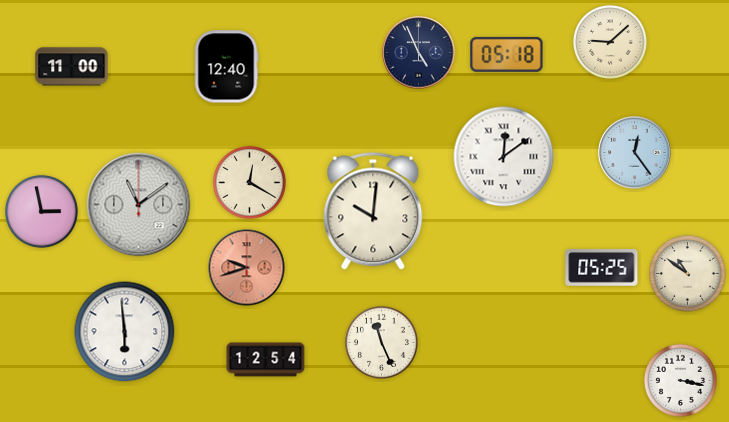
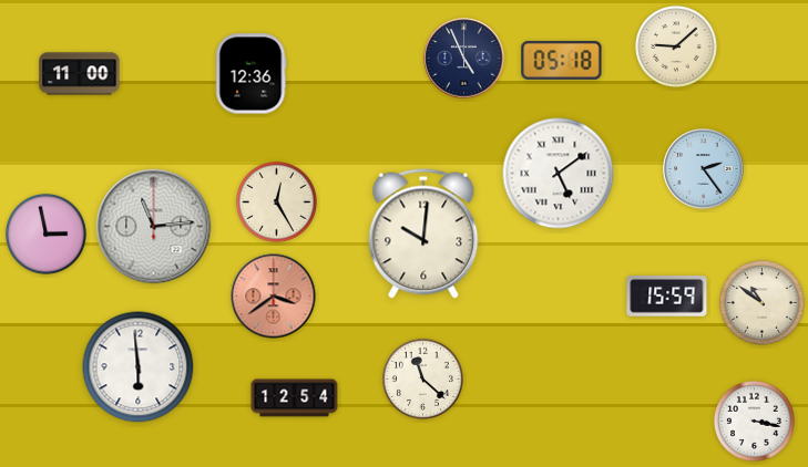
clock at (226, 67): 12:40 -> 12:36
clock at (635, 153): 12:24 -> 2:24
clock at (504, 157): 12:09 -> 5:09
clock at (249, 182): 12:20 -> 12:25
clock at (139, 205): 11:09 -> 11:14
clock at (373, 211) position: (373, 211) -> (423, 233)
clock at (247, 268): 9:42 -> 3:39
clock at (602, 268): 05:25 -> 15:59
clock at (381, 342): 11:26 -> 11:22
